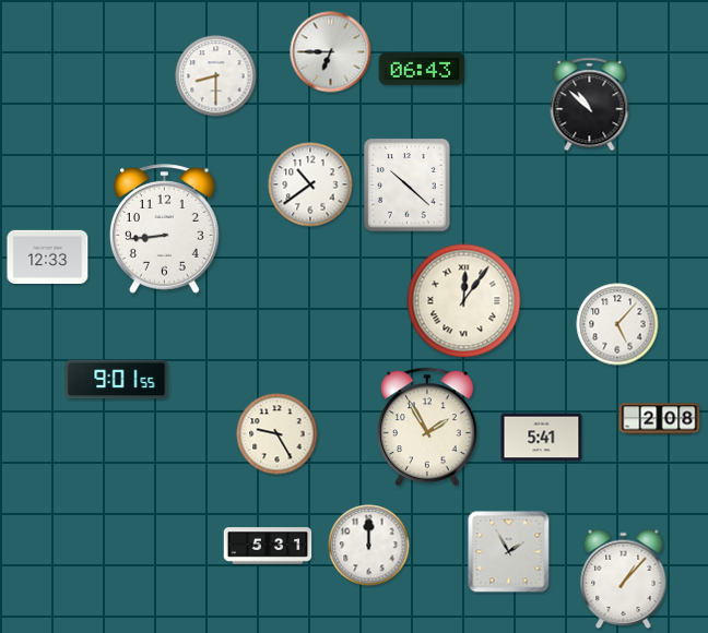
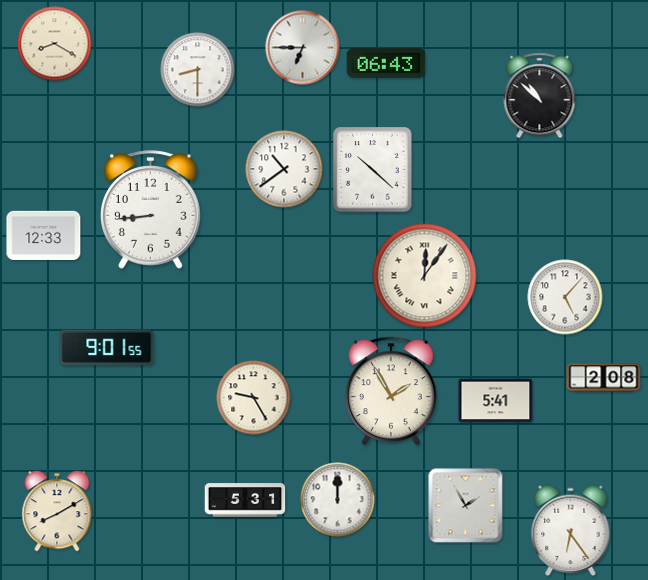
clock at (55, 44): none -> 8:20
clock at (660, 419) position: (660, 419) -> (604, 378)
clock at (57, 511): none -> 8:10
clock at (624, 578): 1:07 -> 6:24
